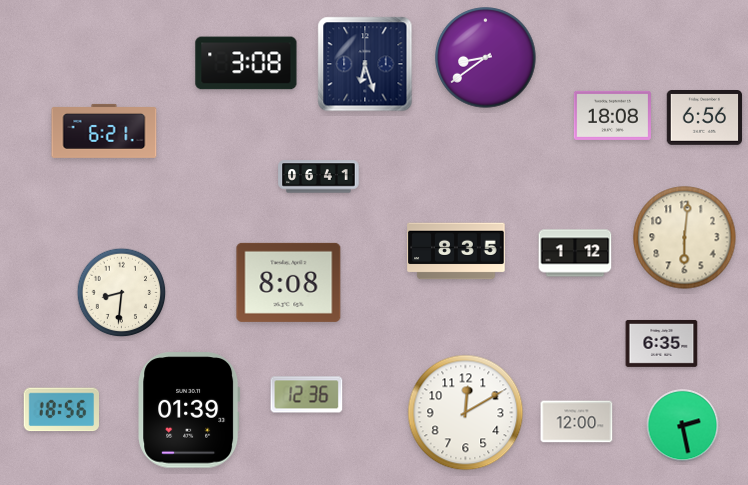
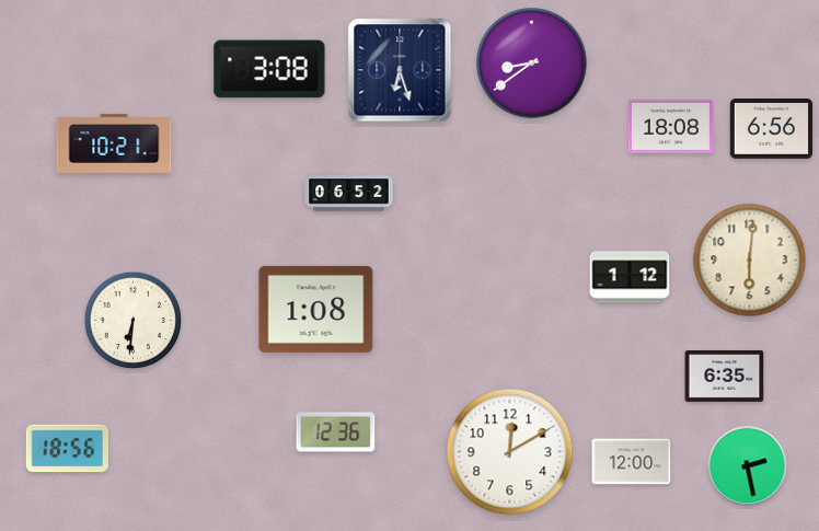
clock at (104, 131): 6:21 -> 10:21
clock at (319, 177): 06:41 -> 06:52
clock at (456, 251): 8:35 -> none
clock at (289, 282): 8:08 -> 1:08
clock at (122, 293): 8:31 -> 6:31
clock at (189, 410): 01:39 -> none
